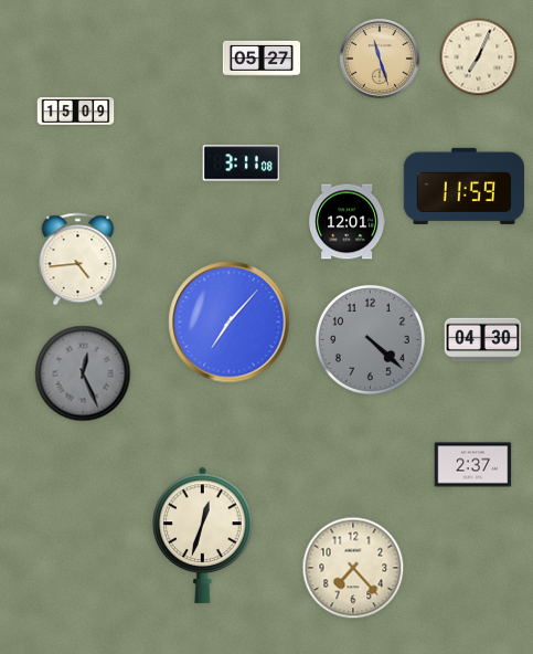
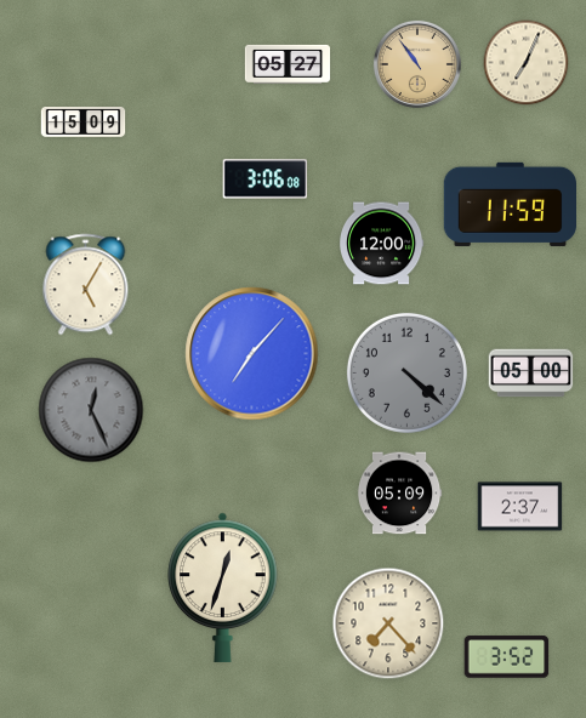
clock at (380, 59): 11:27 -> 10:54
clock at (242, 163): 3:11 -> 3:06
clock at (348, 222): 12:01 -> 12:00
clock at (78, 260): 4:44 -> 5:05
clock at (483, 340): 04:30 -> 05:00
clock at (399, 494): none -> 05:09
clock at (473, 465) position: (473, 465) -> (520, 507)
clock at (507, 657): none -> 3:52
